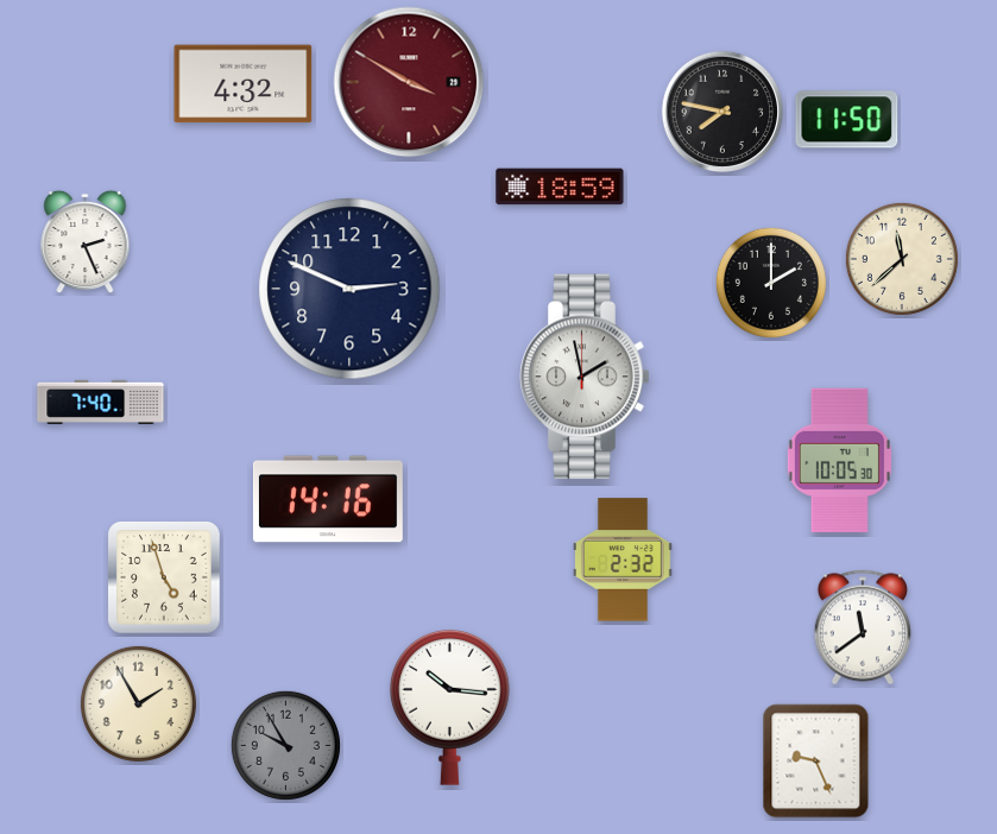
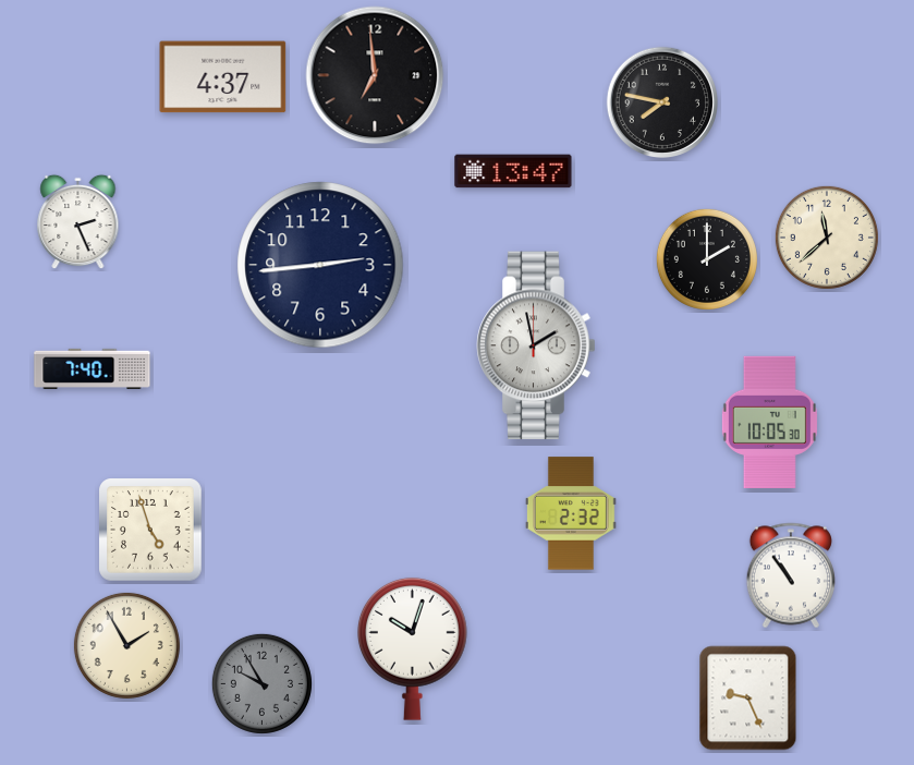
clock at (409, 82): 3:50 -> 6:59
clock at (409, 82) dial: burgundy -> black
clock at (244, 84): 4:32 -> 4:37
clock at (847, 120): 11:50 -> none
clock at (560, 187): 18:59 -> 13:47
clock at (349, 289): 2:49 -> 2:44
clock at (328, 499): 14:16 -> none
clock at (862, 627): 11:39 -> 10:54
clock at (450, 707): 10:16 -> 10:03
